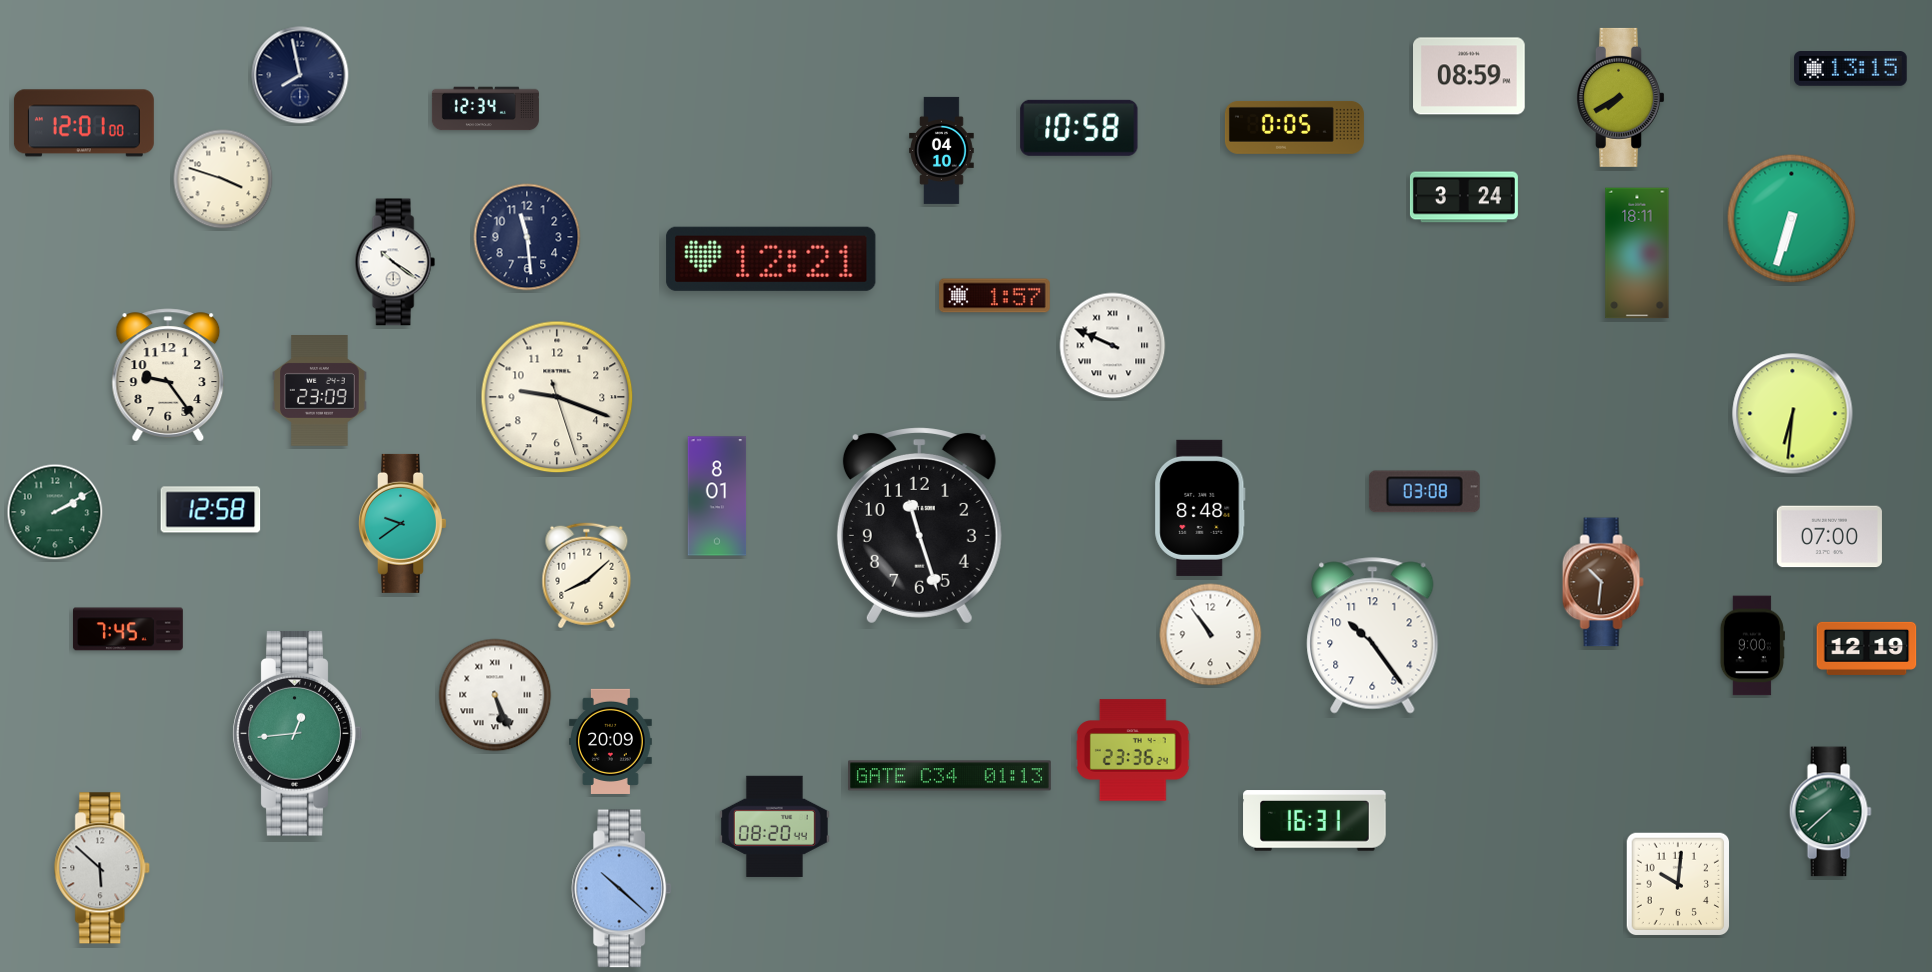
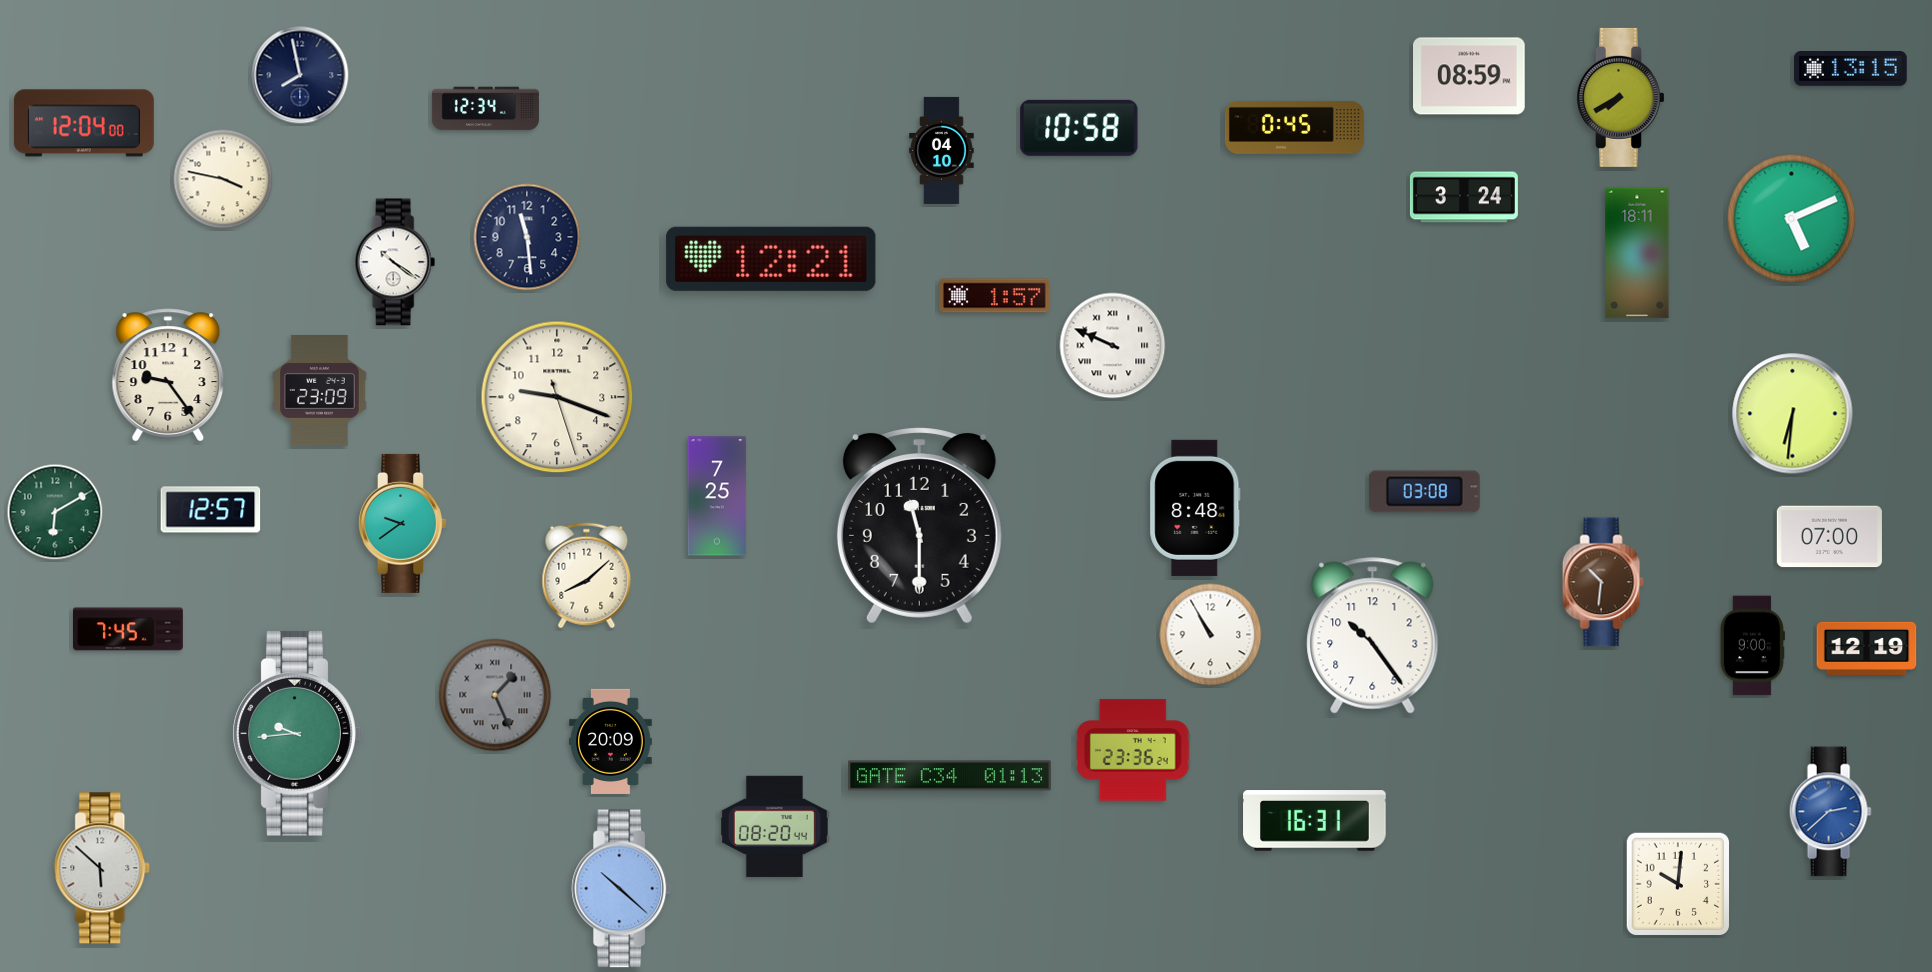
clock at (84, 123): 12:01 -> 12:04
clock at (1294, 127): 0:05 -> 0:45
clock at (223, 179): 3:48 -> 3:47
clock at (1792, 219): 6:33 -> 5:11
clock at (717, 496): 8:01 -> 7:25
clock at (1200, 508) position: (1200, 508) -> (1195, 508)
clock at (211, 510): 12:58 -> 12:57
clock at (55, 512): 2:10 -> 6:10
clock at (919, 526): 11:27 -> 11:30
clock at (1211, 635): 10:54 -> 10:55
clock at (495, 695): 5:26 -> 1:26
clock at (495, 695) dial: white -> grey
clock at (297, 733): 12:44 -> 9:44
clock at (1830, 812): 7:38 -> 2:38
clock at (1830, 812) dial: green -> blue
